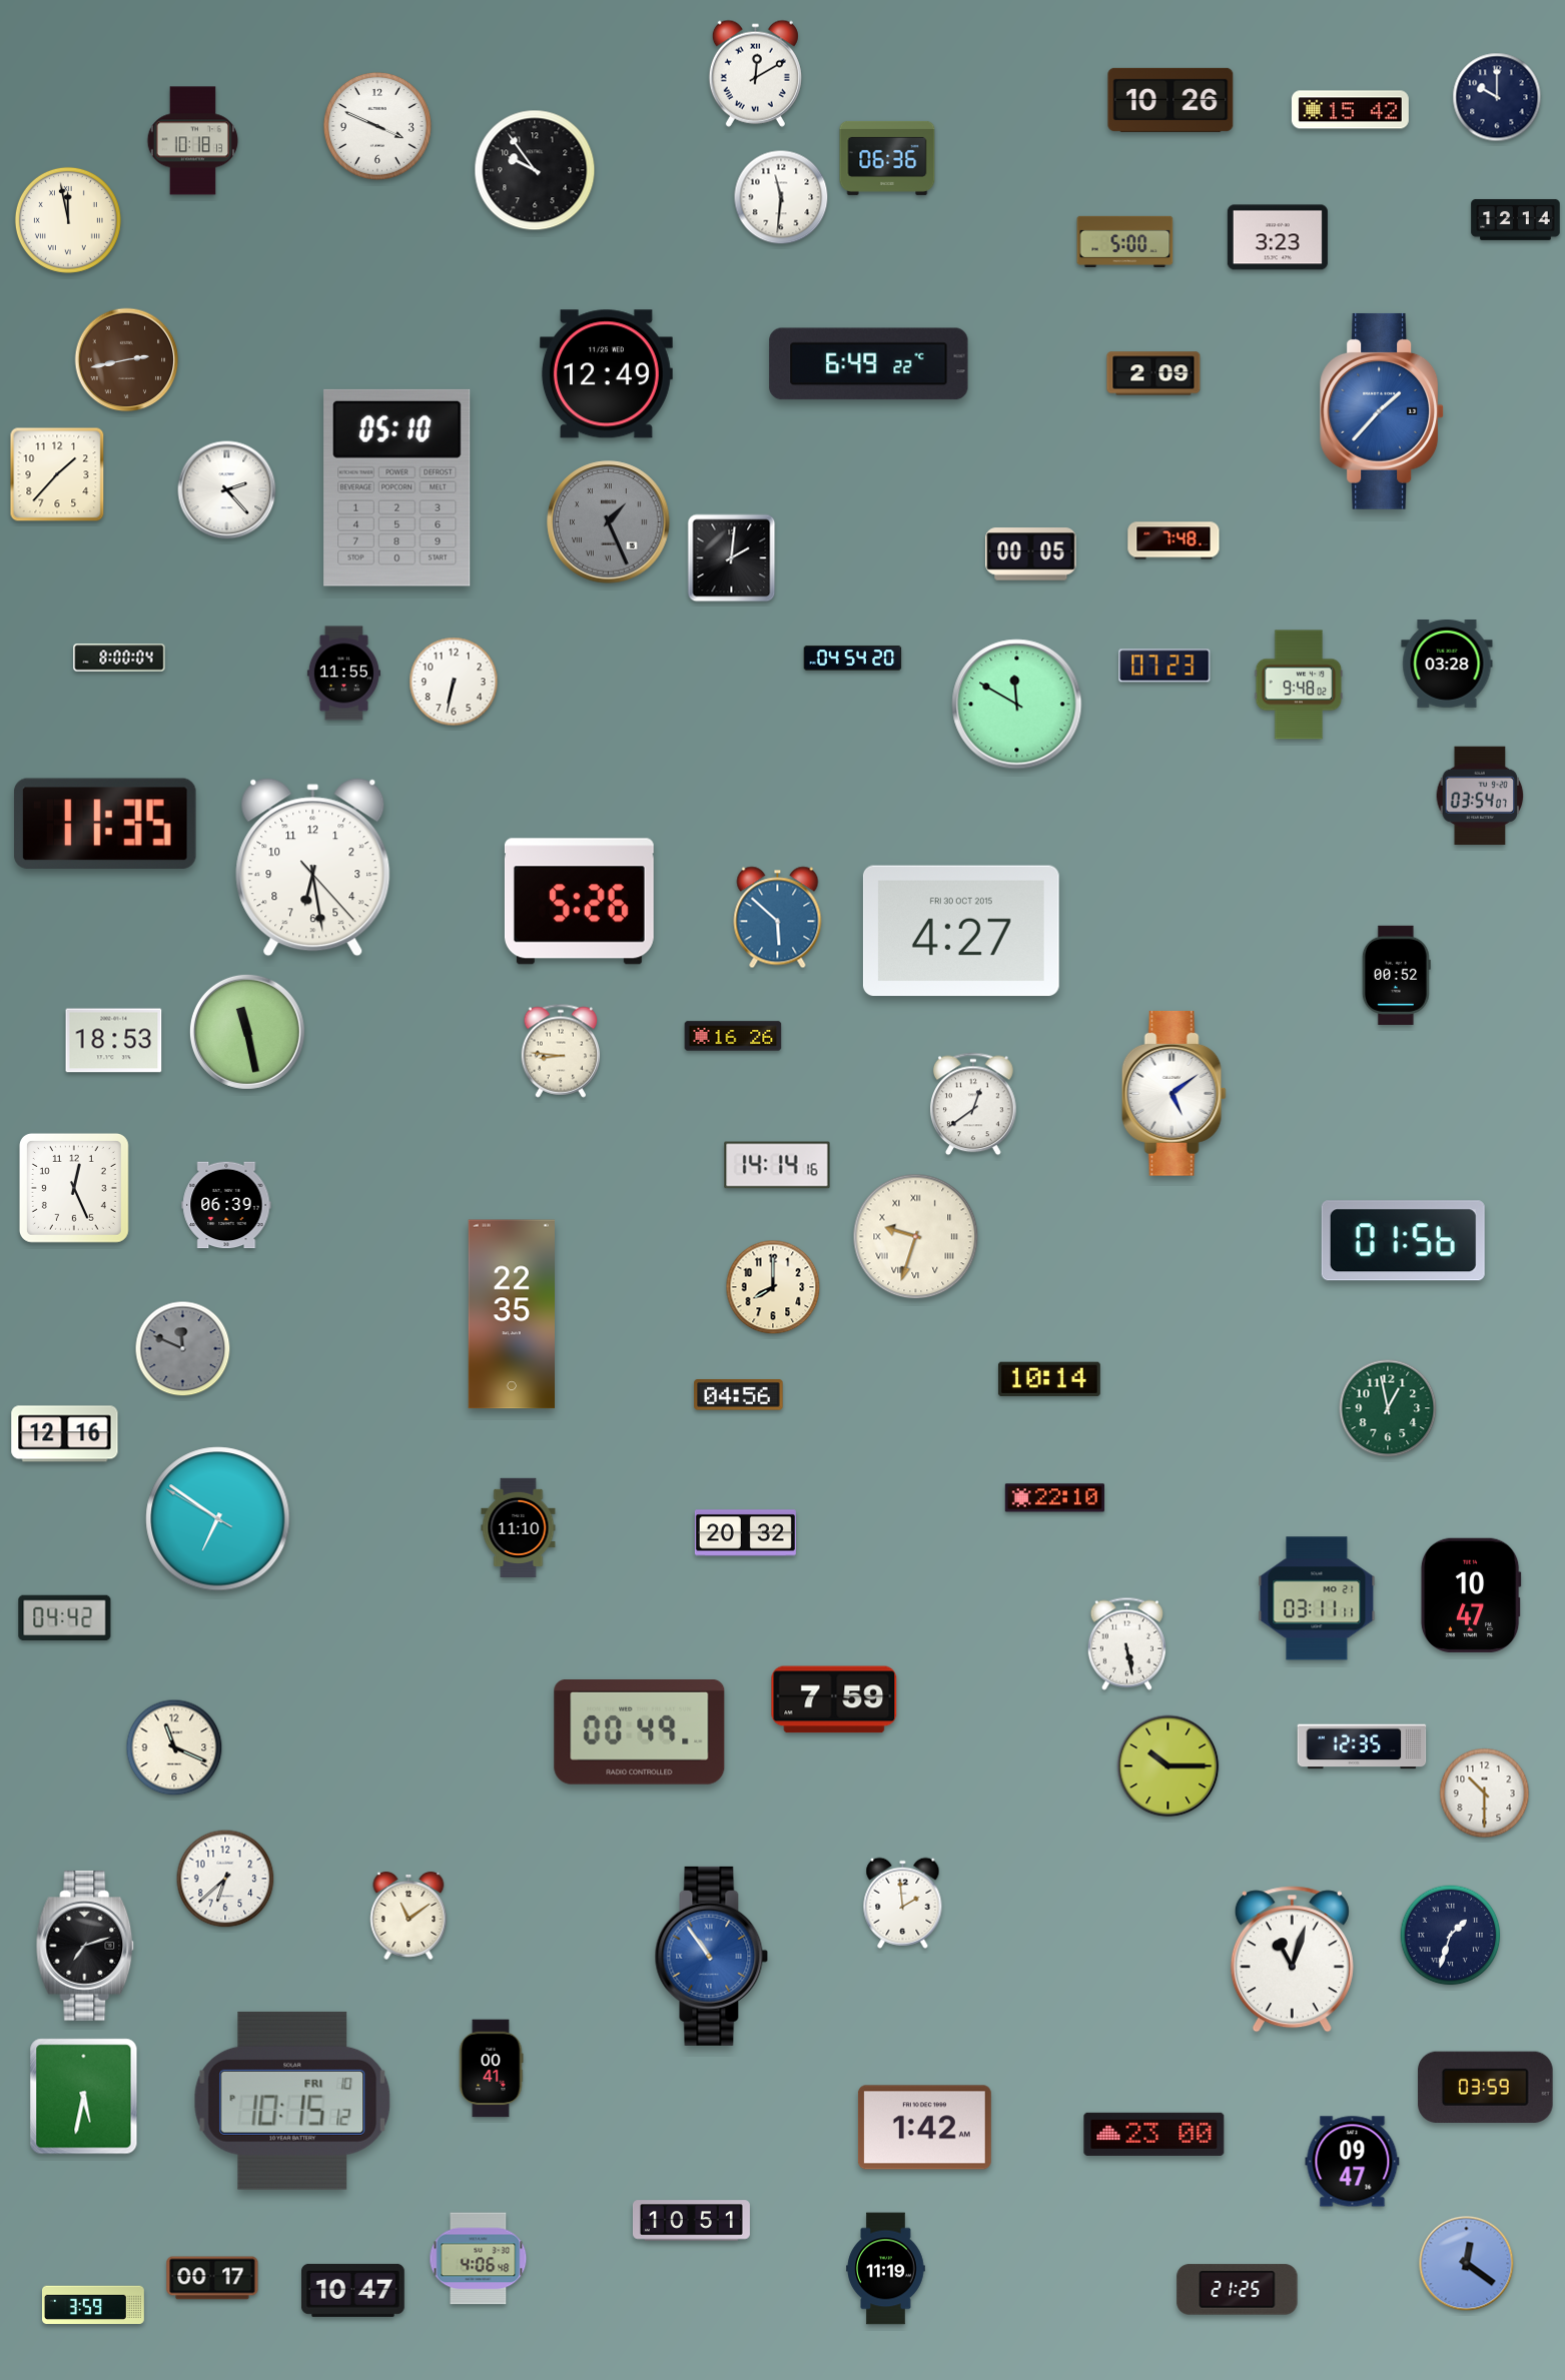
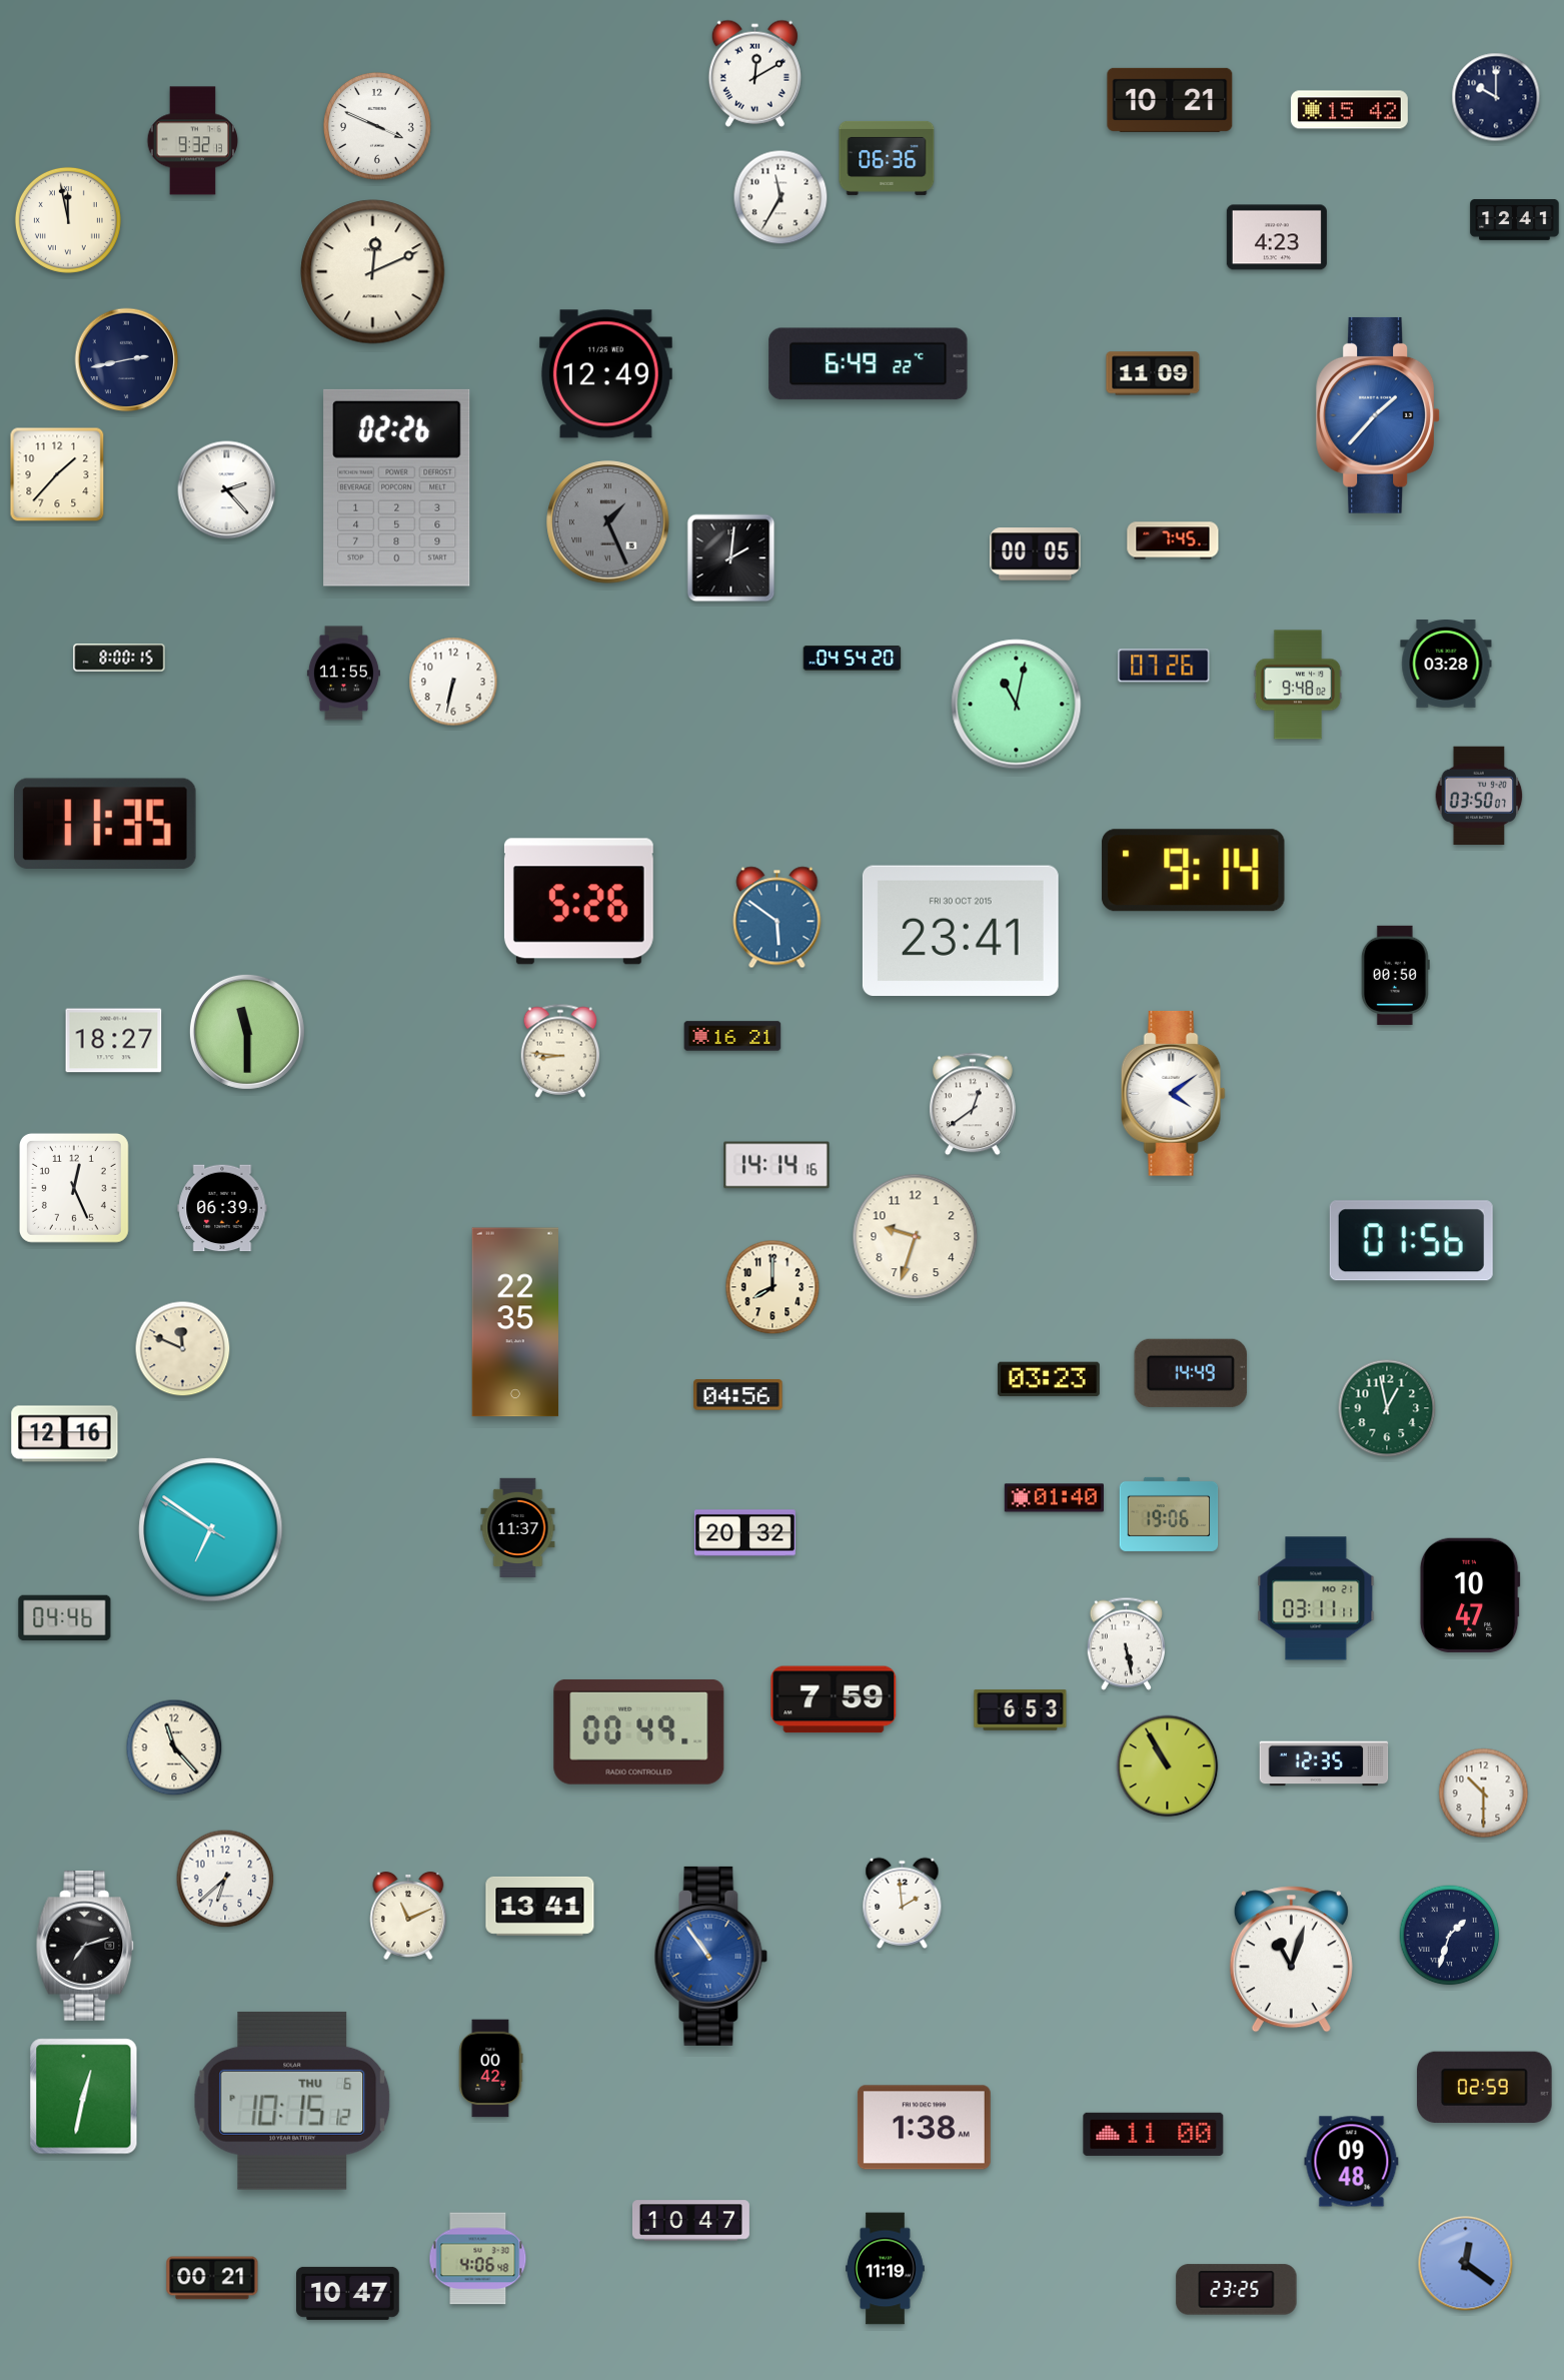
clock at (1170, 100): 10:26 -> 10:21
clock at (193, 141): 10:18 -> 9:32
clock at (535, 170): 9:54 -> none
clock at (781, 197): 11:31 -> 11:35
clock at (1516, 220): 12:14 -> 12:41
clock at (1278, 237): 3:23 -> 4:23
clock at (1125, 241): 5:00 -> none
clock at (373, 272): none -> 12:11
clock at (127, 360) dial: brown -> navy
clock at (1153, 373): 2:09 -> 11:09
clock at (1383, 411) position: (1383, 411) -> (1379, 415)
clock at (398, 487): 05:10 -> 02:26
clock at (1173, 540): 7:48 -> 7:45
clock at (1031, 554) position: (1031, 554) -> (1036, 554)
clock at (119, 658): 8:00:04 -> 8:00:15
clock at (1164, 666): 07:23 -> 07:26
clock at (1017, 705): 11:50 -> 11:02
clock at (1480, 796): 03:54 -> 03:50
clock at (313, 868): 6:28 -> none
clock at (1194, 871): none -> 9:14
clock at (778, 918): 5:52 -> 5:51
clock at (961, 931): 4:27 -> 23:41
clock at (1396, 975): 00:52 -> 00:50
clock at (247, 1032): 11:28 -> 11:30
clock at (733, 1036): 16:26 -> 16:21
clock at (114, 1041): 18:53 -> 18:27
clock at (1173, 1093): 5:09 -> 4:09
clock at (226, 1205) position: (226, 1205) -> (222, 1208)
clock at (916, 1237) numerals: Roman -> Arabic
clock at (1403, 1241) position: (1403, 1241) -> (1411, 1241)
clock at (511, 1314) position: (511, 1314) -> (514, 1322)
clock at (183, 1349) dial: grey -> cream
clock at (1191, 1373): none -> 14:49
clock at (1049, 1379): 10:14 -> 03:23
clock at (1054, 1498): 22:10 -> 01:40
clock at (1169, 1514): none -> 19:06
clock at (218, 1519) position: (218, 1519) -> (211, 1530)
clock at (519, 1527): 11:10 -> 11:37
clock at (65, 1617): 04:42 -> 04:46
clock at (1021, 1710): none -> 6:53
clock at (1362, 1746) position: (1362, 1746) -> (1324, 1763)
clock at (174, 1747): 11:19 -> 11:23
clock at (1168, 1766): 10:15 -> 10:55
clock at (540, 1906): none -> 13:41
clock at (409, 1916): 11:09 -> 11:11
clock at (491, 2069): 00:41 -> 00:42
clock at (1486, 2087): 03:59 -> 02:59
clock at (84, 2097): 5:32 -> 12:32
clock at (292, 2101) date: FRI 10 -> THU 6
clock at (924, 2128): 1:42 -> 1:38
clock at (1154, 2134): 23:00 -> 11:00
clock at (1353, 2162): 09:47 -> 09:48
clock at (691, 2221): 10:51 -> 10:47
clock at (212, 2278): 00:17 -> 00:21
clock at (353, 2290) position: (353, 2290) -> (348, 2293)
clock at (1238, 2290): 21:25 -> 23:25
clock at (94, 2305): 3:59 -> none
